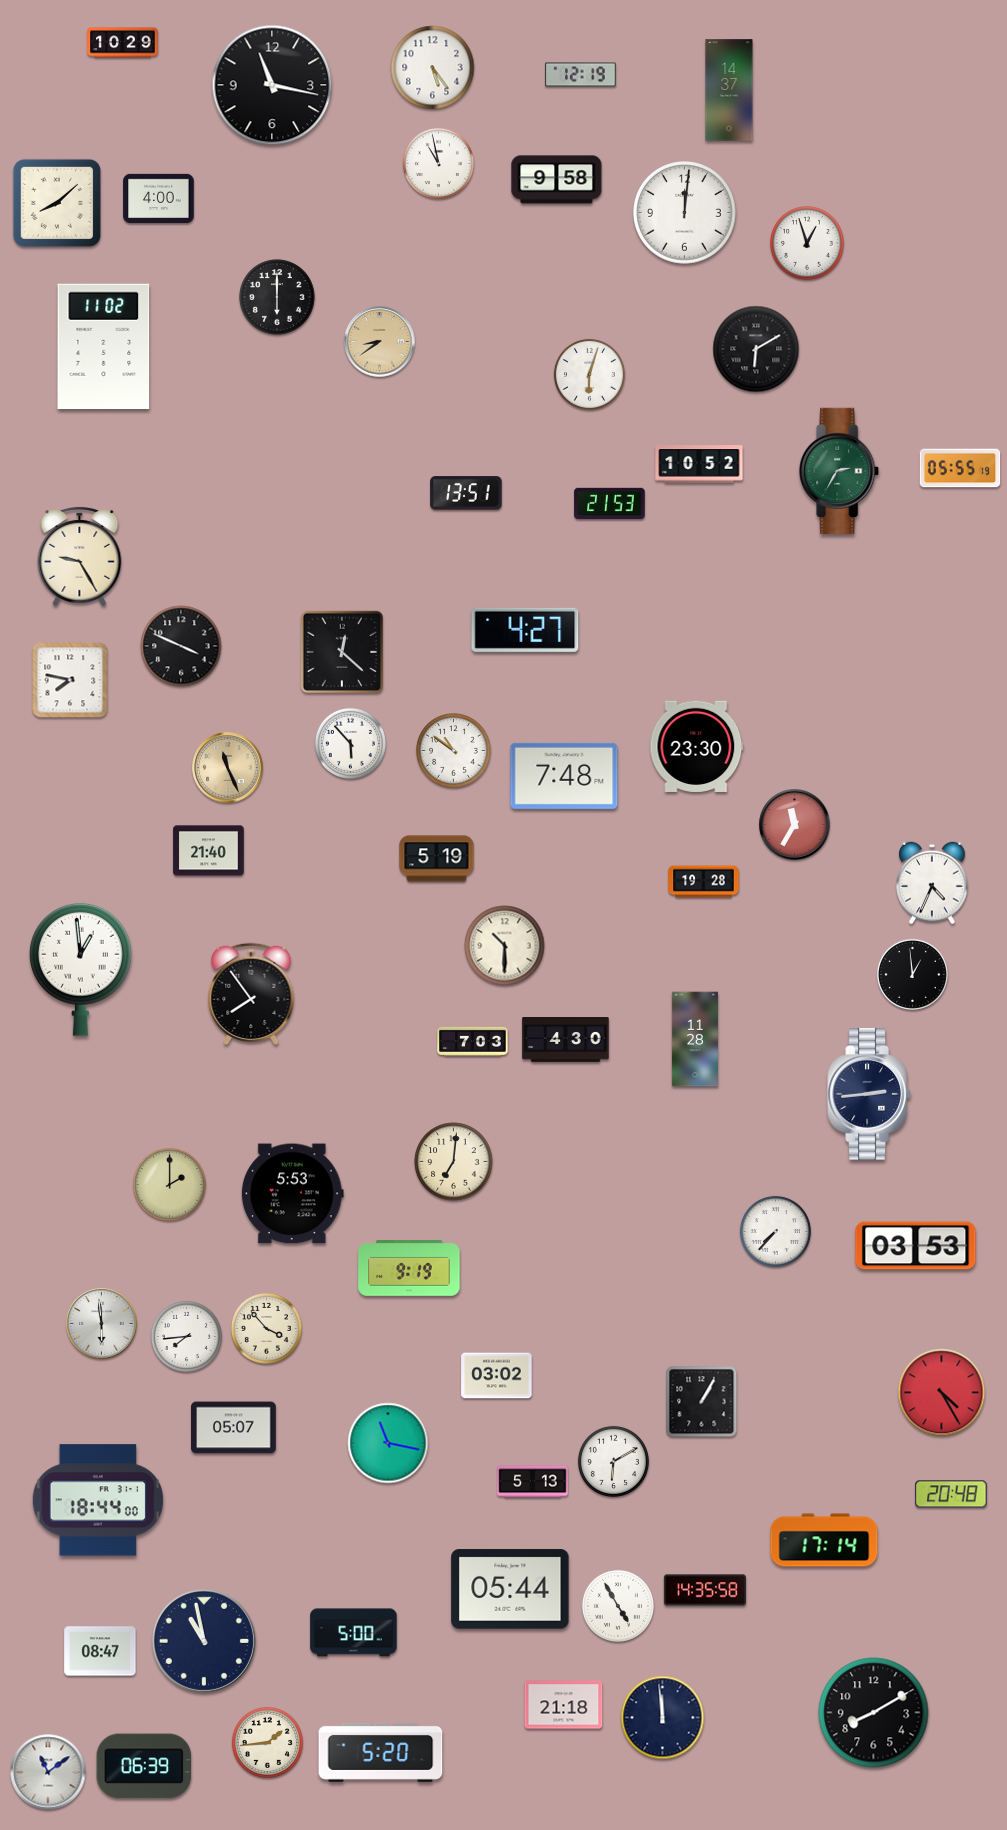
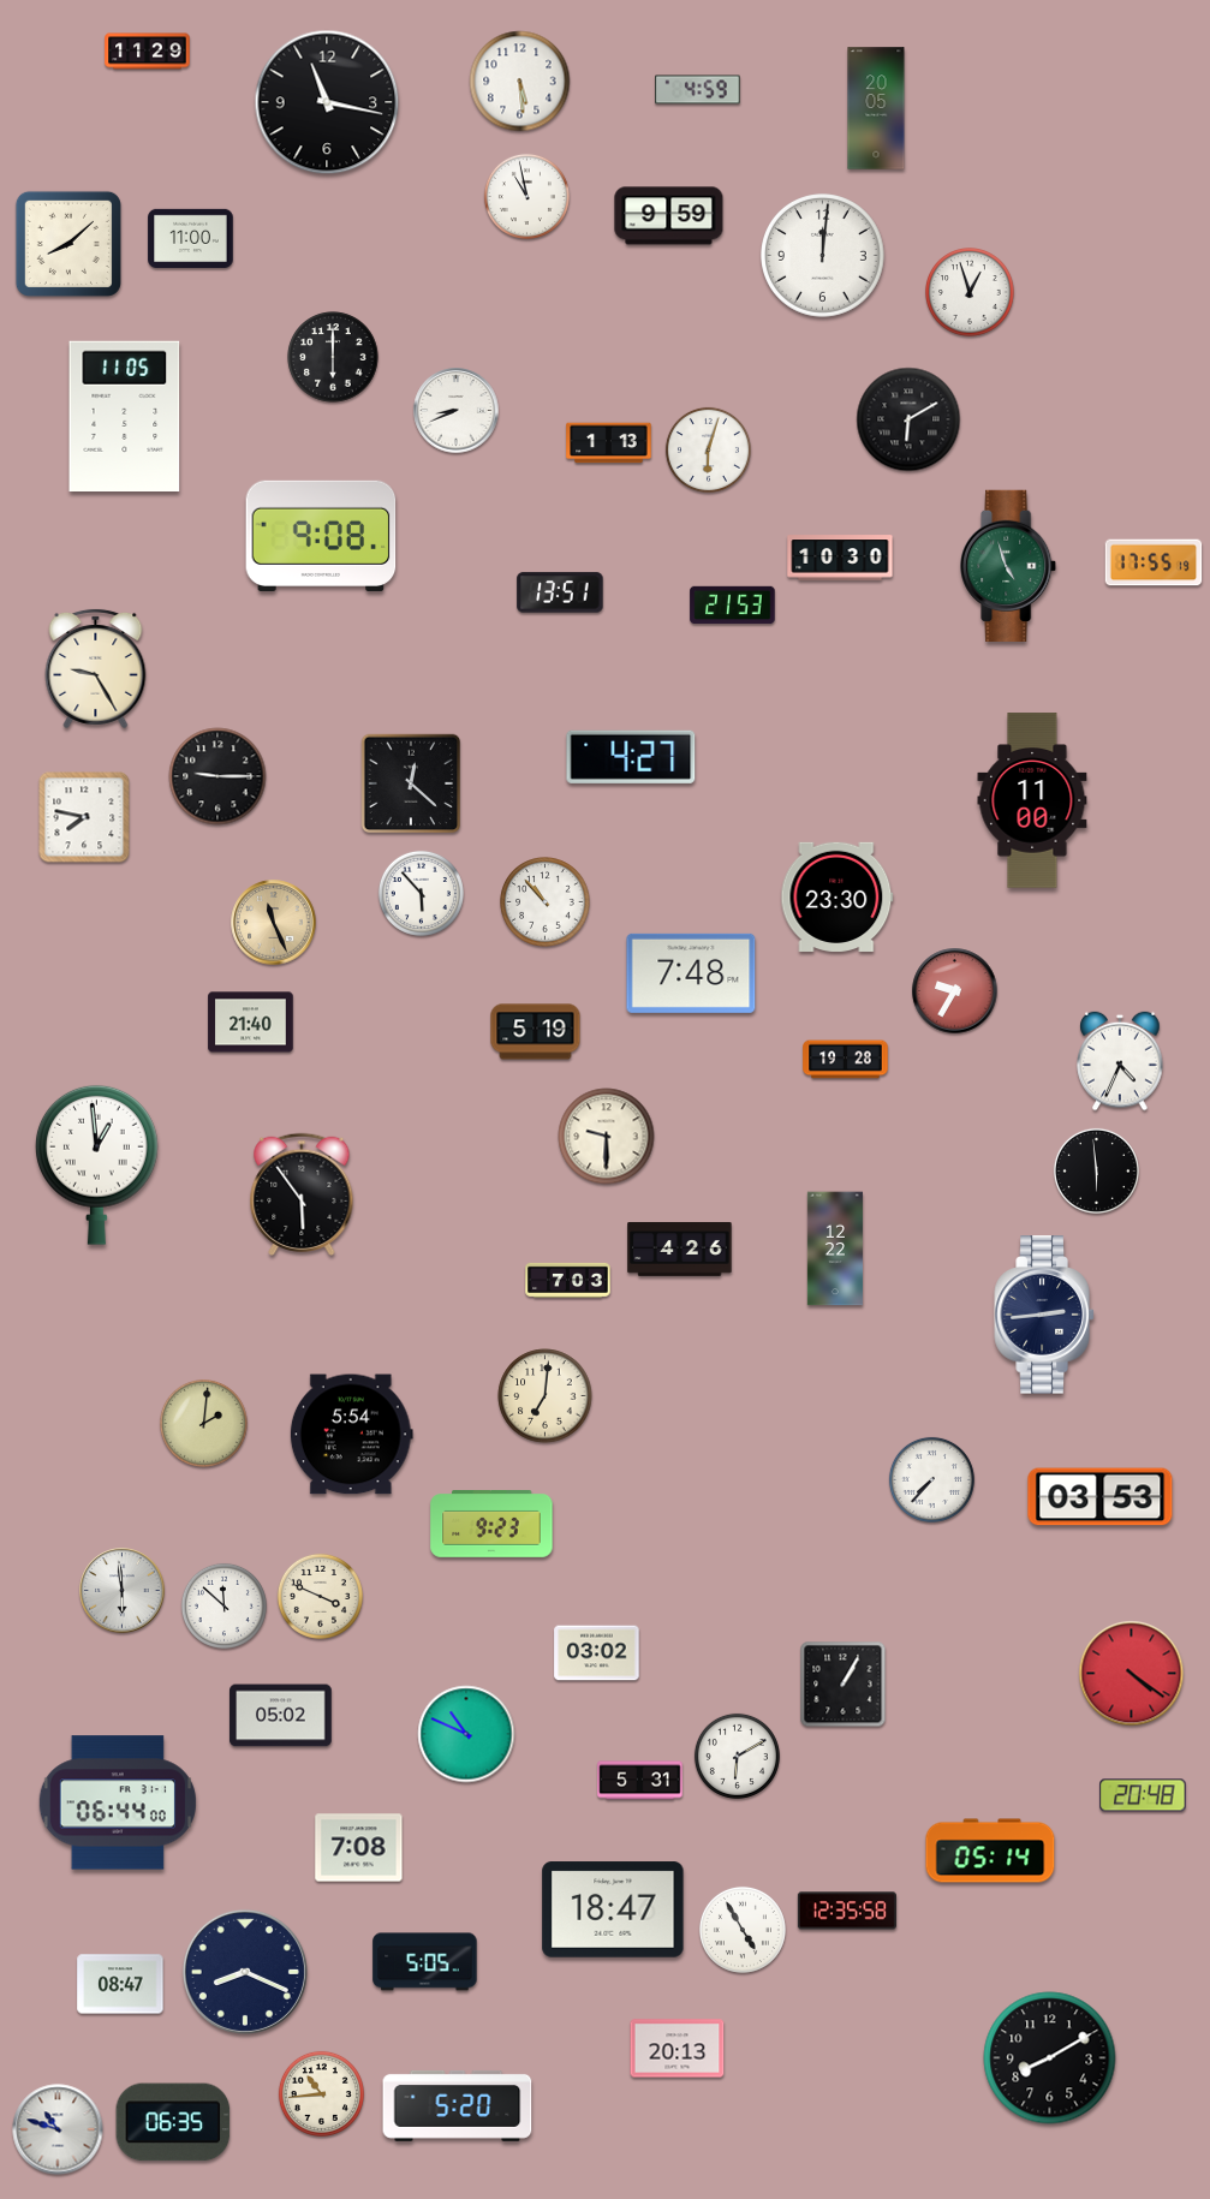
clock at (123, 43): 10:29 -> 11:29
clock at (433, 68): 5:24 -> 5:29
clock at (581, 75): 12:19 -> 4:59
clock at (729, 90): 14:37 -> 20:05
clock at (557, 180): 9:58 -> 9:59
clock at (159, 198): 4:00 -> 11:00
clock at (380, 342): 8:39 -> 8:41
clock at (380, 342) dial: champagne -> white
clock at (104, 346): 11:02 -> 11:05
clock at (609, 443): none -> 1:13
clock at (321, 536): none -> 9:08
clock at (699, 464): 10:52 -> 10:30
clock at (960, 468): 05:55 -> 17:55
clock at (840, 470): 2:35 -> 4:57
clock at (181, 646): 3:49 -> 9:15
clock at (1032, 800): none -> 11:00
clock at (454, 751): 10:51 -> 10:53
clock at (564, 776) position: (564, 776) -> (691, 973)
clock at (795, 825): 11:35 -> 9:35
clock at (437, 859) position: (437, 859) -> (536, 1032)
clock at (505, 946): 10:30 -> 9:30
clock at (912, 974): 12:59 -> 5:59
clock at (251, 994): 7:54 -> 5:54
clock at (695, 1039): 11:28 -> 12:22
clock at (566, 1040): 4:30 -> 4:26
clock at (473, 1041) position: (473, 1041) -> (568, 1280)
clock at (169, 1184): 2:00 -> 2:01
clock at (292, 1194): 5:53 -> 5:54
clock at (409, 1269): 9:19 -> 9:23
clock at (266, 1328): 3:53 -> 3:49
clock at (186, 1336): 7:44 -> 11:52
clock at (942, 1393): 4:25 -> 4:21
clock at (234, 1428): 05:07 -> 05:02
clock at (388, 1443): 11:17 -> 10:49
clock at (533, 1482): 5:13 -> 5:31
clock at (97, 1500): 18:44 -> 06:44
clock at (359, 1848): none -> 7:08
clock at (824, 1540): 17:14 -> 05:14
clock at (510, 1589): 05:44 -> 18:47
clock at (705, 1590): 14:35 -> 12:35
clock at (354, 1633): 5:00 -> 5:05
clock at (204, 1641): 10:58 -> 8:19
clock at (564, 1705): 21:18 -> 20:13
clock at (663, 1718): 11:59 -> none
clock at (267, 1742): 1:44 -> 10:44
clock at (144, 1766): 06:39 -> 06:35
clock at (48, 1772): 11:09 -> 10:48
